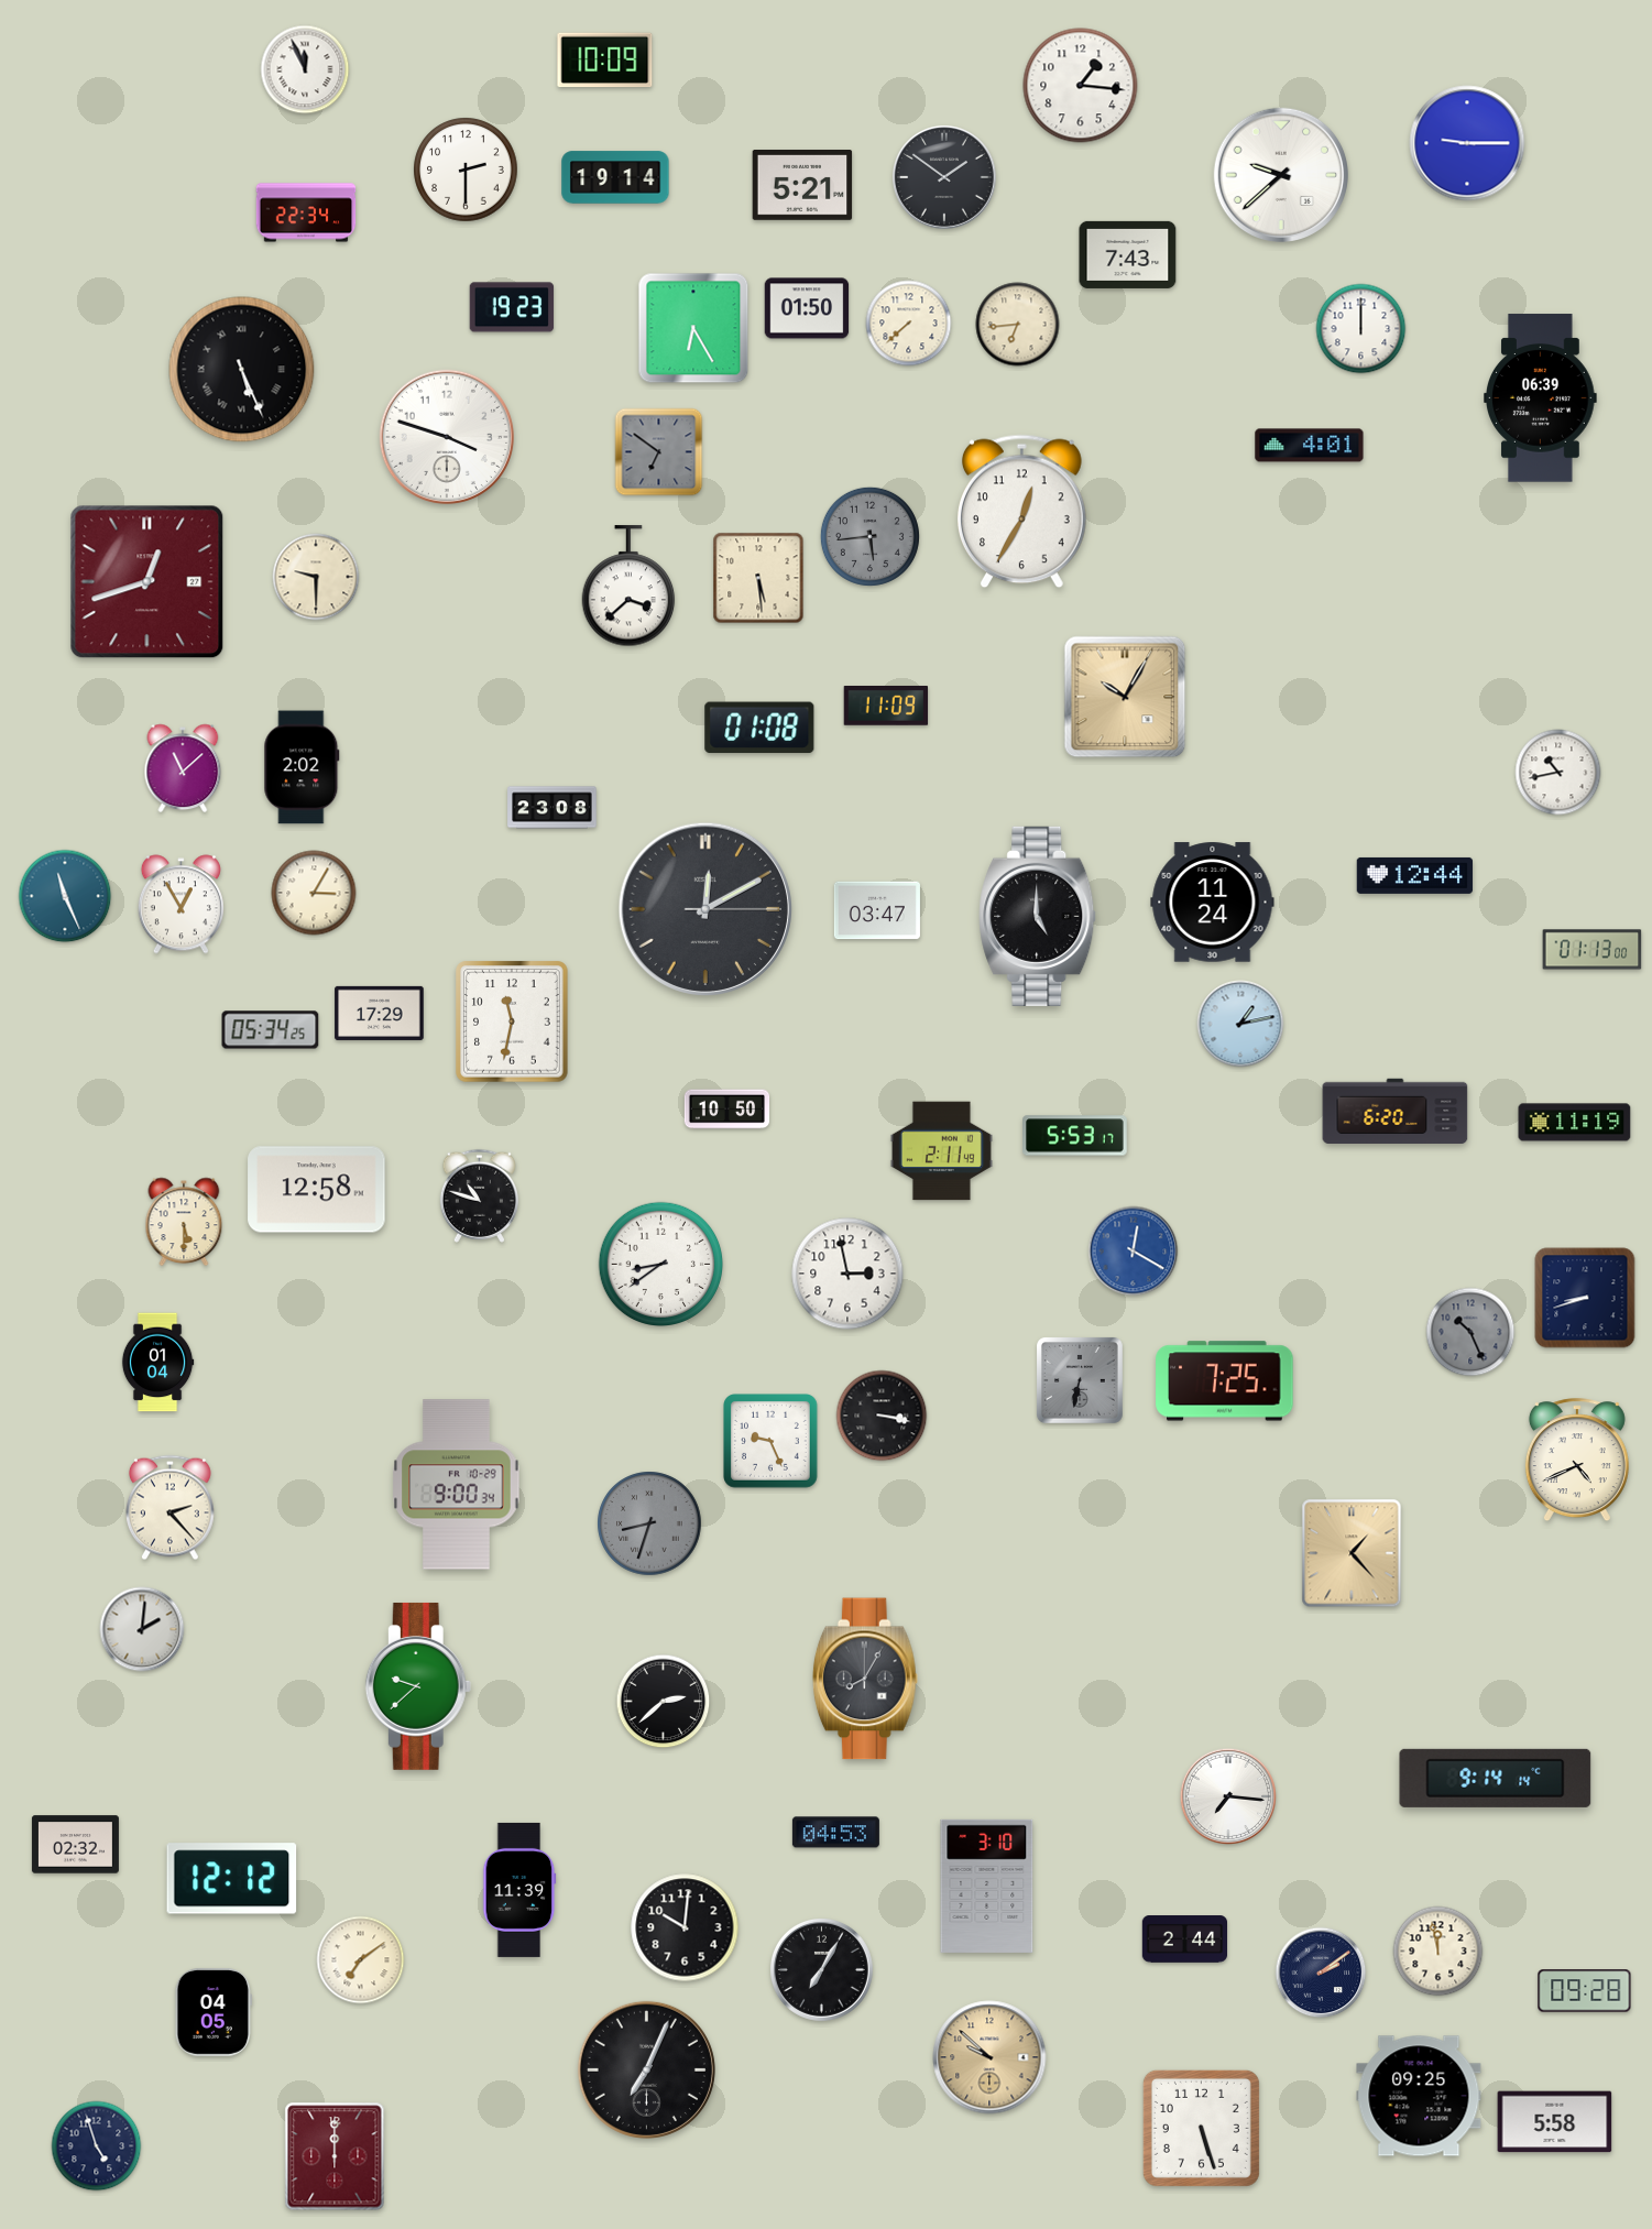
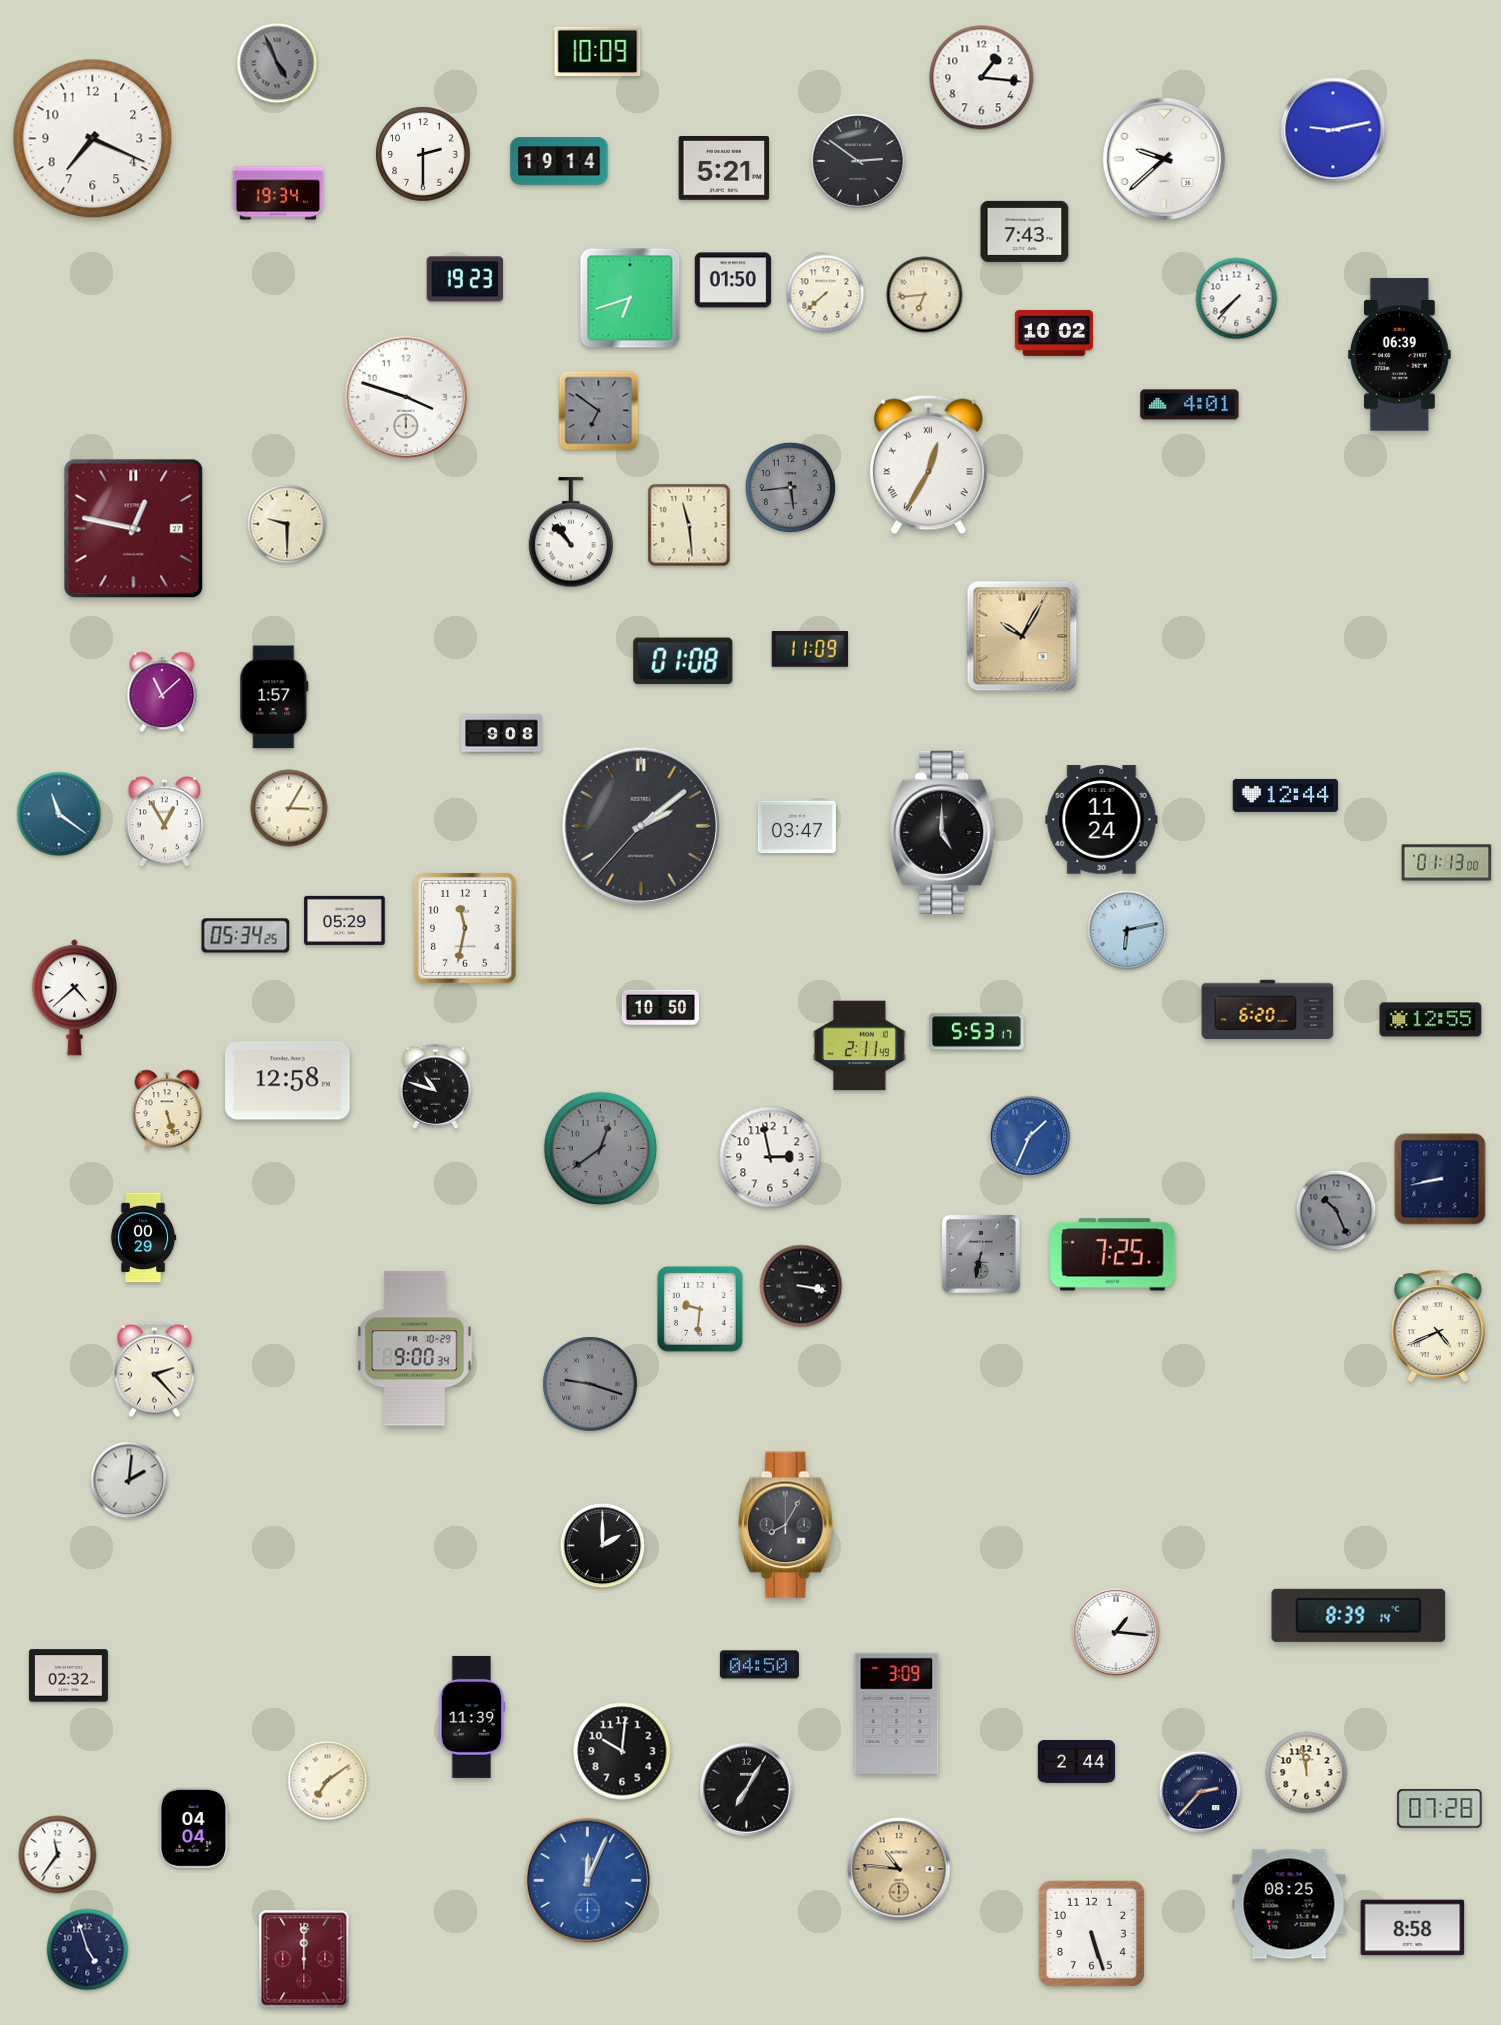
clock at (605, 61) position: (605, 61) -> (598, 52)
clock at (305, 69): 11:56 -> 4:56
clock at (305, 69) dial: white -> grey
clock at (1467, 143): 9:15 -> 9:13
clock at (93, 139): none -> 7:19
clock at (945, 178): 1:51 -> 2:51
clock at (802, 186) position: (802, 186) -> (724, 169)
clock at (306, 212): 22:34 -> 19:34
clock at (693, 328): 6:25 -> 6:42
clock at (1361, 329): 12:00 -> 7:37
clock at (1054, 333): none -> 10:02
clock at (242, 370): 5:26 -> none
clock at (1541, 398) position: (1541, 398) -> (1400, 355)
clock at (1022, 512) numerals: Arabic -> Roman
clock at (758, 578): 5:29 -> 11:29
clock at (147, 582): 12:42 -> 12:47
clock at (628, 587): 3:38 -> 10:53
clock at (1125, 697) position: (1125, 697) -> (1022, 636)
clock at (886, 707) position: (886, 707) -> (810, 650)
clock at (759, 728) position: (759, 728) -> (683, 661)
clock at (302, 767): 2:02 -> 1:57
clock at (183, 768) position: (183, 768) -> (162, 692)
clock at (1558, 773): 10:43 -> none
clock at (553, 808): 23:08 -> 9:08
clock at (314, 893) position: (314, 893) -> (289, 808)
clock at (65, 896): 11:26 -> 11:21
clock at (704, 908): 12:10 -> 2:08
clock at (380, 1013): 17:29 -> 05:29
clock at (1240, 1024): 1:13 -> 6:13
clock at (74, 998): none -> 4:38
clock at (1575, 1123): 11:19 -> 12:55
clock at (941, 1151) position: (941, 1151) -> (859, 1046)
clock at (184, 1222): 5:30 -> 5:27
clock at (1134, 1252): 12:20 -> 1:34
clock at (661, 1265): 8:39 -> 12:39
clock at (661, 1265) dial: white -> grey
clock at (1585, 1298): 8:42 -> 8:43
clock at (157, 1363): 01:04 -> 00:29
clock at (772, 1442): 9:26 -> 9:31
clock at (1577, 1461) position: (1577, 1461) -> (1438, 1327)
clock at (649, 1523): 8:33 -> 9:18
clock at (1352, 1553): 1:23 -> none
clock at (418, 1686): 9:38 -> none
clock at (664, 1702): 2:38 -> 2:00
clock at (1496, 1778): 9:14 -> 8:39
clock at (1227, 1795): 7:16 -> 1:16
clock at (835, 1833): 04:53 -> 04:50
clock at (232, 1879): 12:12 -> none
clock at (987, 1886): 3:10 -> 3:09
clock at (1321, 1973): 2:09 -> 2:37
clock at (1585, 1991): 09:28 -> 07:28
clock at (212, 2012): 04:05 -> 04:04
clock at (58, 1855): none -> 11:36
clock at (989, 2057): 9:52 -> 10:46
clock at (646, 2069): 7:04 -> 12:04
clock at (646, 2069) dial: black -> blue
clock at (1419, 2096): 09:25 -> 08:25
clock at (1555, 2122): 5:58 -> 8:58
